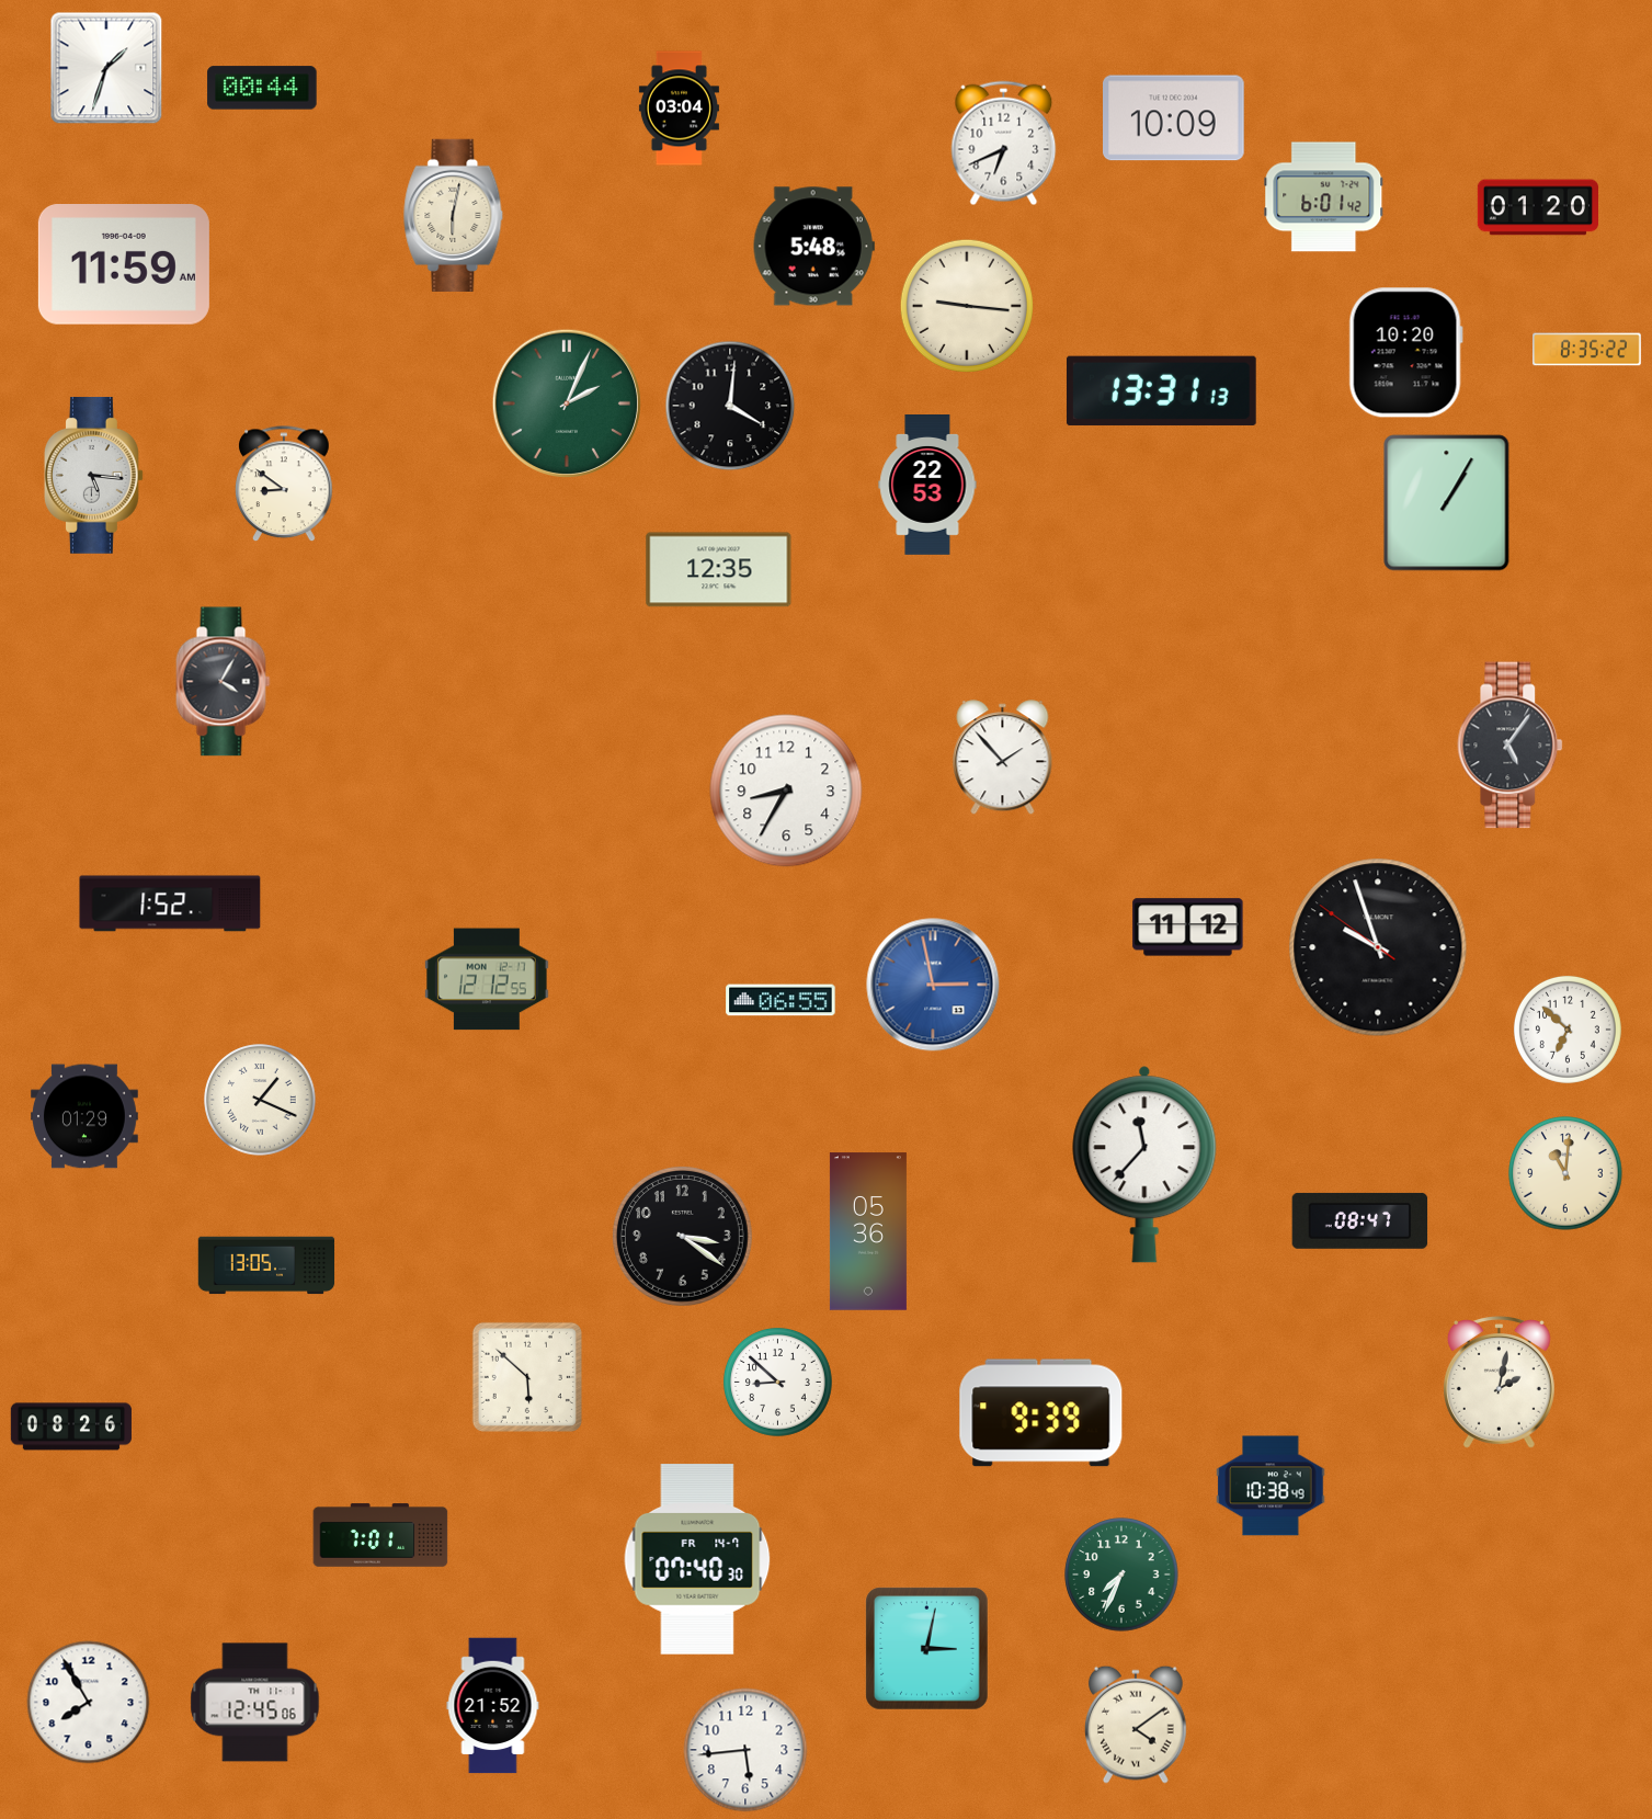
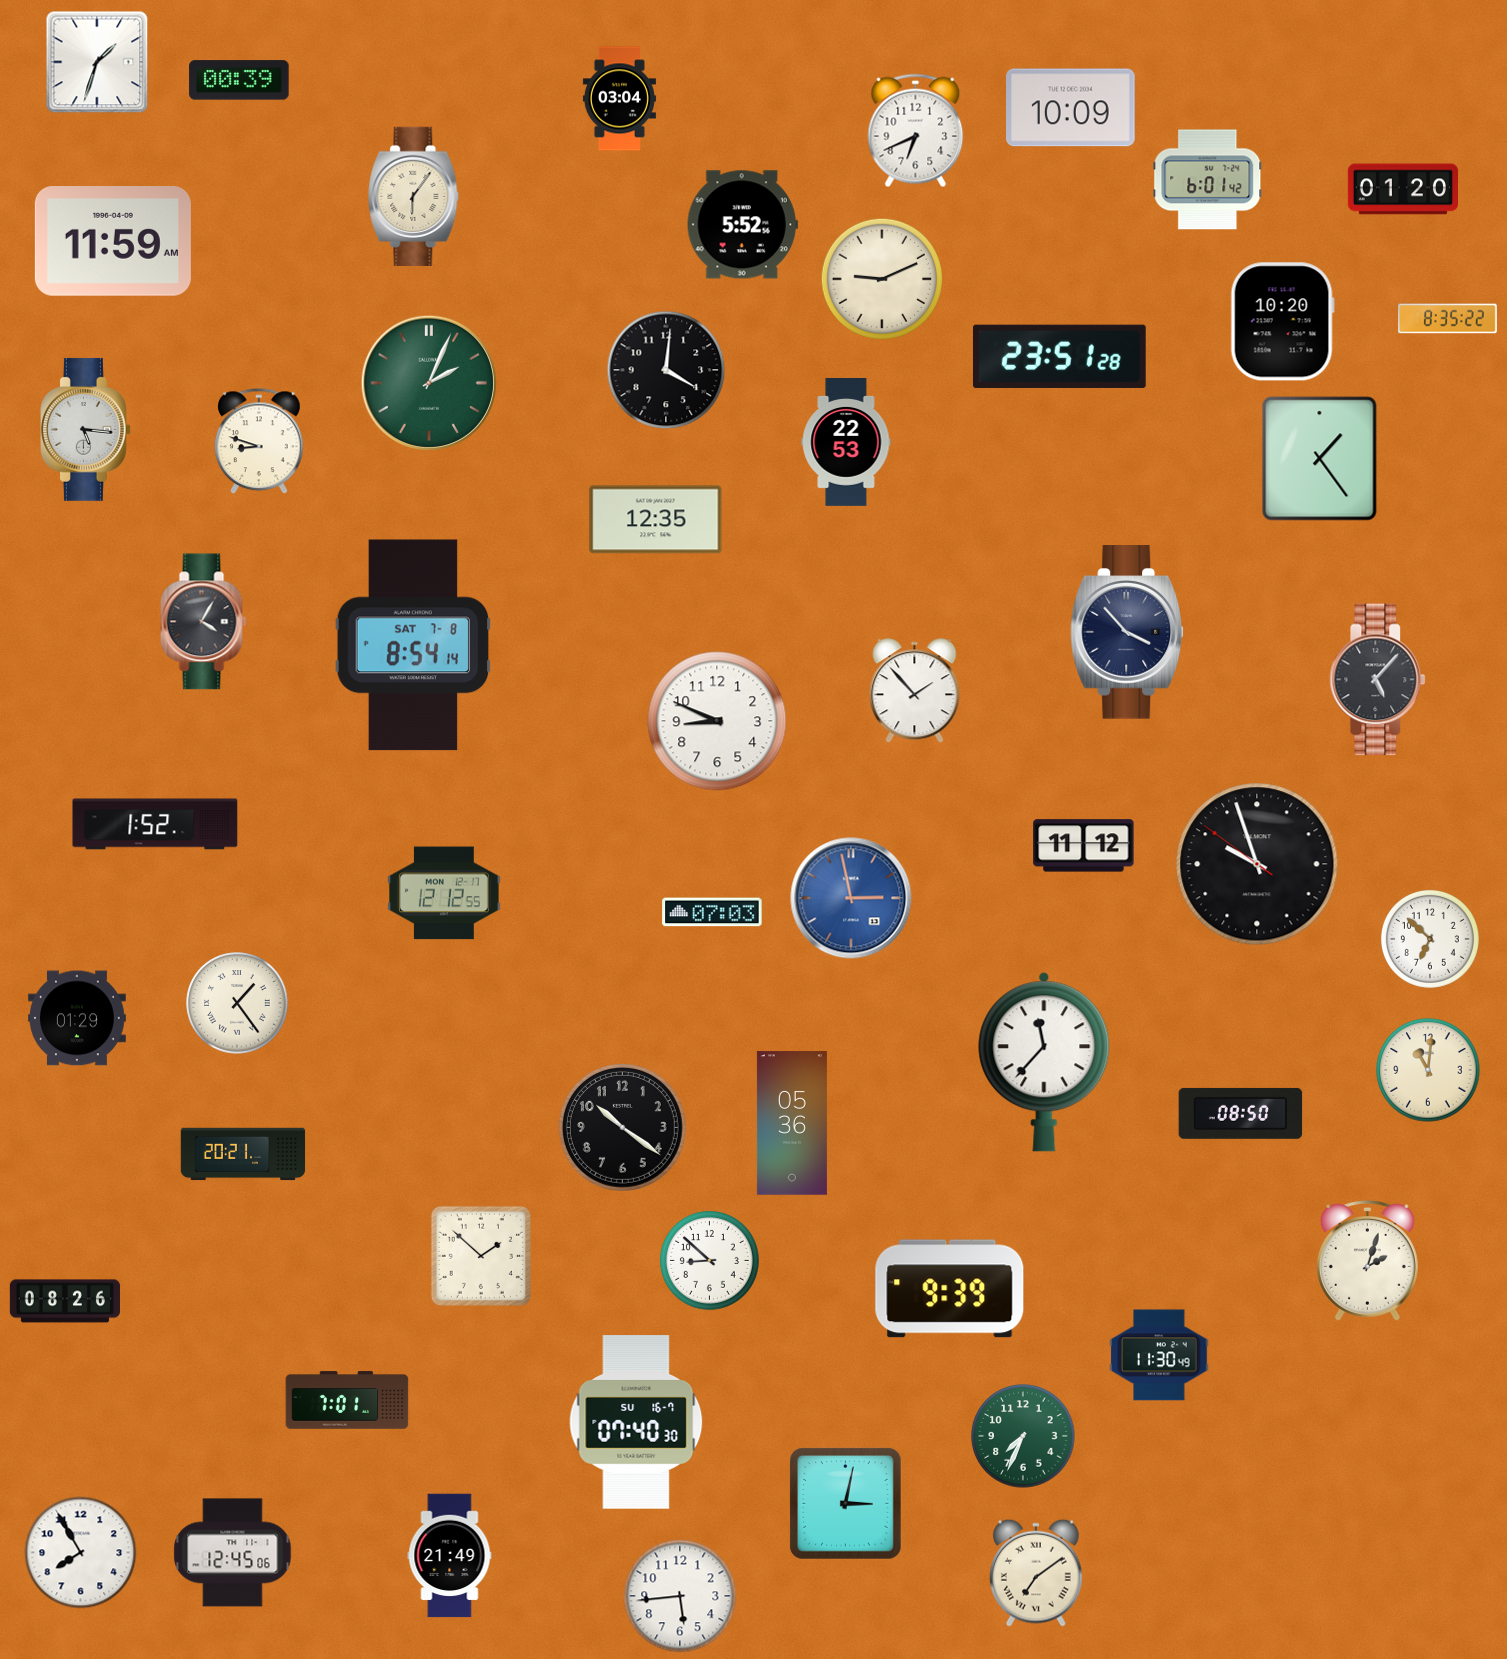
clock at (262, 88): 00:44 -> 00:39
clock at (454, 215): 6:02 -> 6:06
clock at (813, 247): 5:48 -> 5:52
clock at (966, 305): 9:16 -> 9:11
clock at (1161, 390): 13:31 -> 23:51
clock at (567, 403) position: (567, 403) -> (429, 383)
clock at (93, 475) position: (93, 475) -> (85, 429)
clock at (284, 485): 8:51 -> 8:48
clock at (1447, 503): 1:05 -> 1:24
clock at (1128, 632): none -> 3:53
clock at (412, 645): none -> 8:54
clock at (1511, 746): 5:06 -> 5:07
clock at (786, 791): 8:35 -> 8:49
clock at (781, 1000): 06:55 -> 07:03
clock at (260, 1100): 1:19 -> 1:24
clock at (1360, 1220): 08:47 -> 08:50
clock at (682, 1236): 3:21 -> 10:21
clock at (266, 1265): 13:05 -> 20:21
clock at (527, 1377): 5:52 -> 1:52
clock at (1499, 1383): 2:02 -> 2:03
clock at (1271, 1486): 10:38 -> 11:30
clock at (697, 1559) date: FR 14-7 -> SU 16-7
clock at (493, 1706): 21:52 -> 21:49
clock at (1137, 1725): 4:09 -> 7:09
